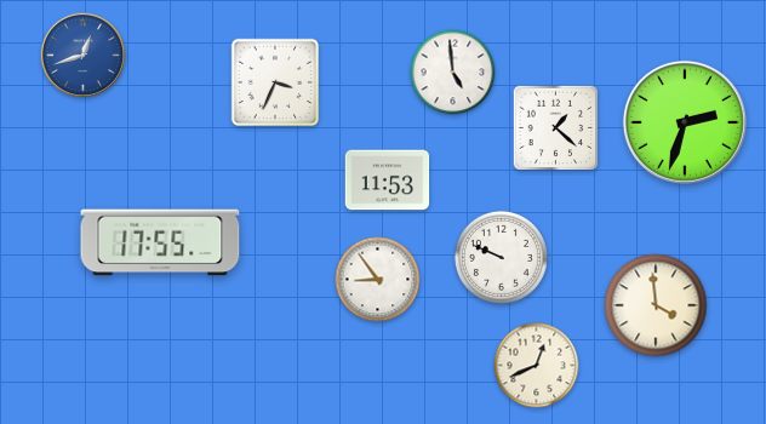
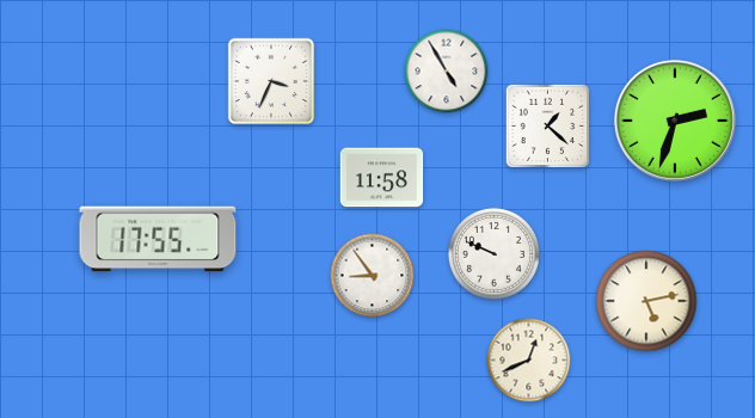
clock at (82, 55): 12:42 -> none
clock at (453, 73): 4:59 -> 4:55
clock at (388, 181): 11:53 -> 11:58
clock at (656, 305): 3:59 -> 5:13
